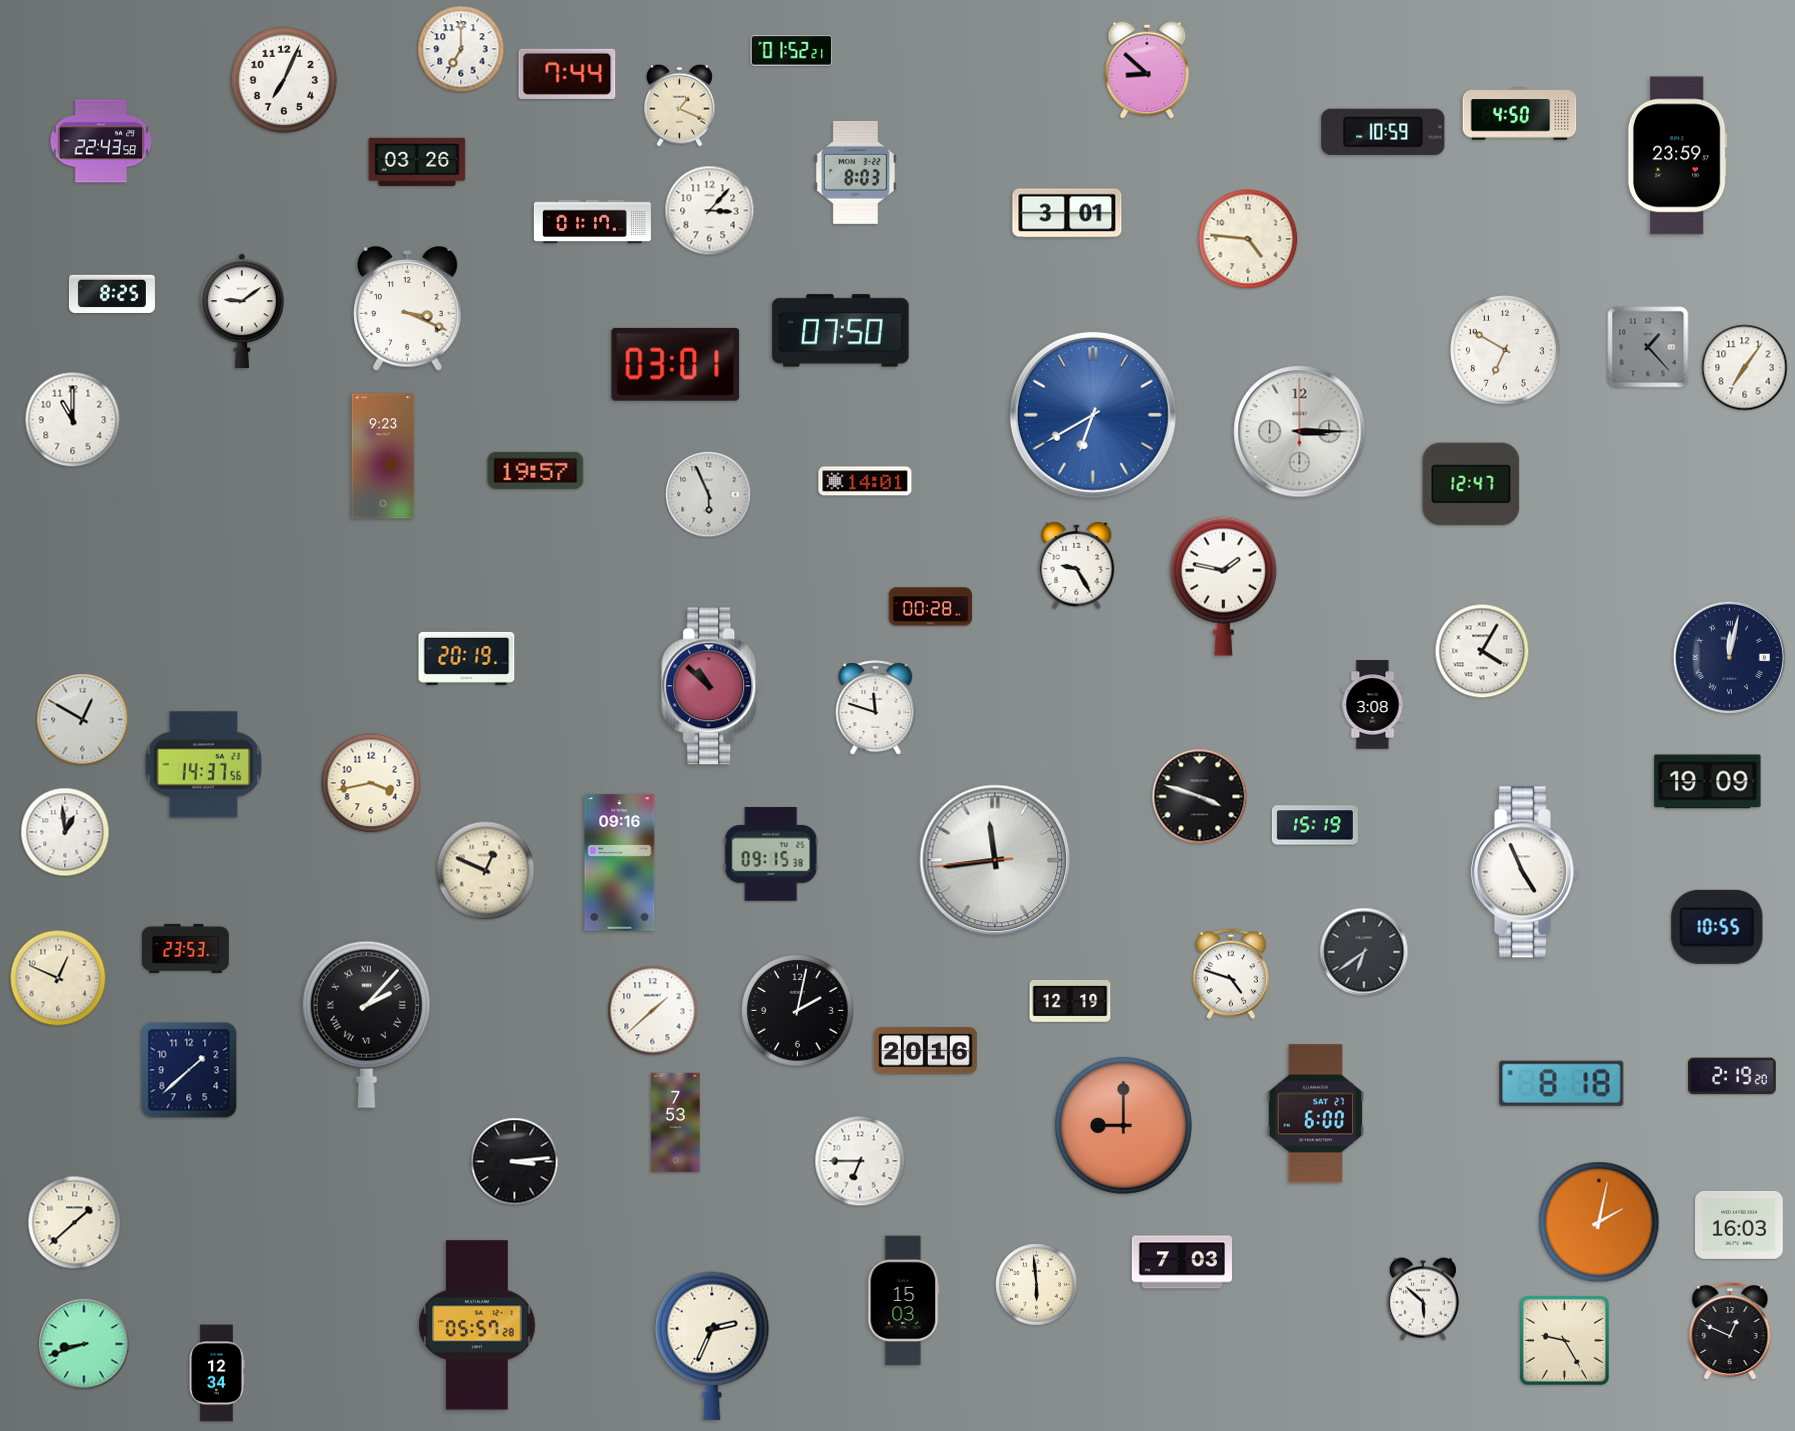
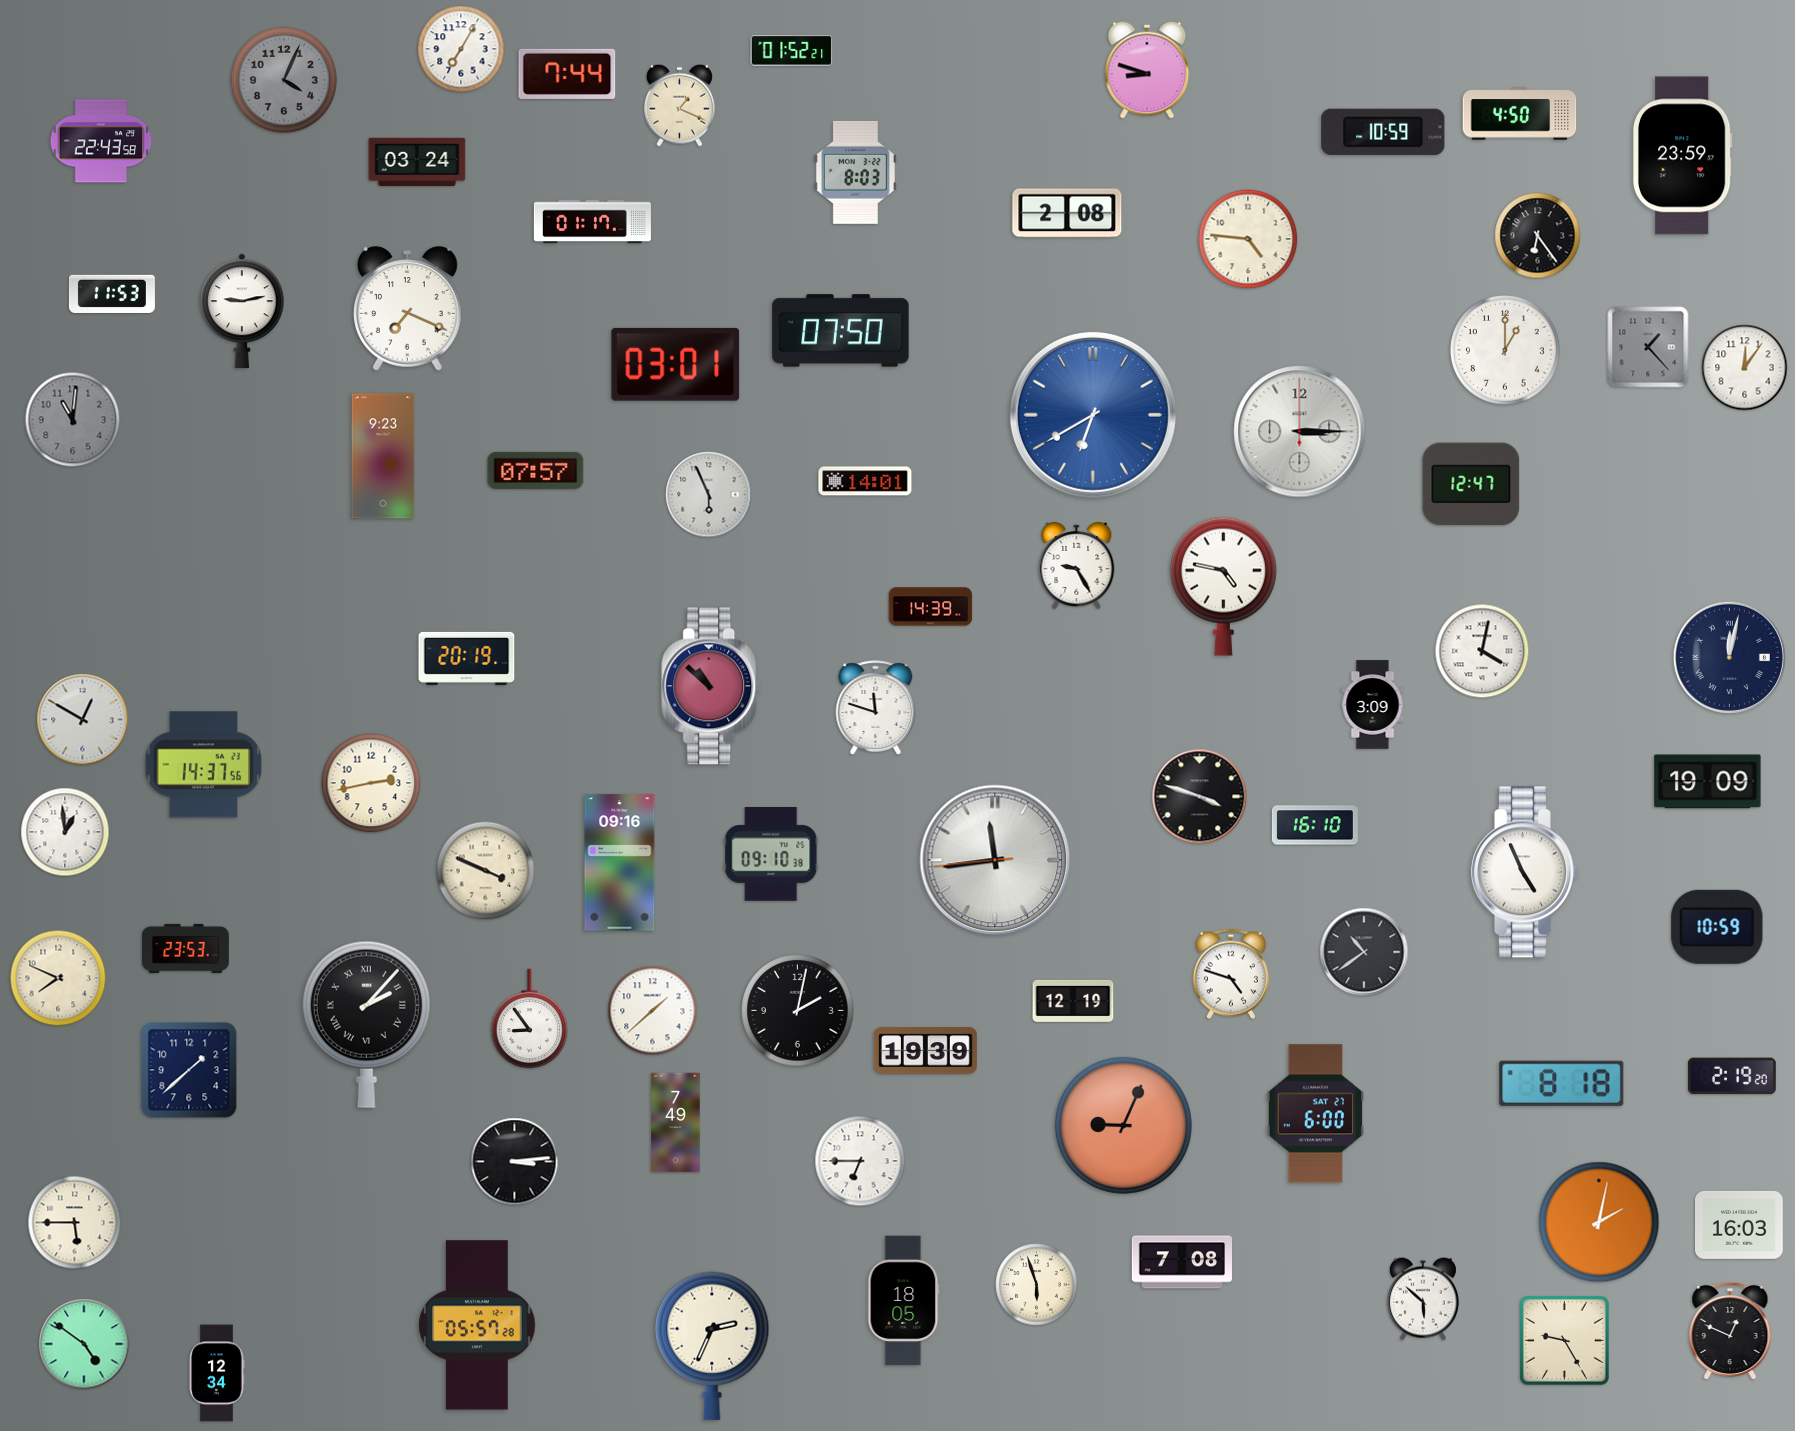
clock at (461, 49): 7:00 -> 7:05
clock at (1147, 70): 8:52 -> 8:48
clock at (284, 80): 7:04 -> 4:04
clock at (284, 80) dial: white -> grey
clock at (1677, 156) position: (1677, 156) -> (1682, 156)
clock at (417, 161): 03:26 -> 03:24
clock at (710, 211): 3:07 -> none
clock at (1067, 213): 3:01 -> 2:08
clock at (1538, 236): none -> 6:24
clock at (112, 294): 8:25 -> 11:53
clock at (408, 309): 3:19 -> 7:19
clock at (243, 311): 9:09 -> 9:13
clock at (1505, 350): 6:50 -> 1:00
clock at (1745, 368): 7:06 -> 12:06
clock at (73, 420): 11:00 -> 11:01
clock at (73, 420) dial: white -> grey
clock at (536, 470): 19:57 -> 07:57
clock at (1223, 586): 1:47 -> 4:47
clock at (931, 607): 00:28 -> 14:39
clock at (1482, 651): 4:05 -> 4:02
clock at (1373, 705): 3:08 -> 3:09
clock at (371, 783): 3:43 -> 2:43
clock at (1315, 825): 15:19 -> 16:10
clock at (771, 854): 09:15 -> 09:10
clock at (486, 871): 12:49 -> 3:49
clock at (1717, 927): 10:55 -> 10:59
clock at (1364, 952): 6:39 -> 10:39
clock at (58, 978): 12:49 -> 7:49
clock at (1070, 1001) position: (1070, 1001) -> (1073, 1001)
clock at (530, 1019): none -> 8:54
clock at (925, 1051): 20:16 -> 19:39
clock at (676, 1123): 7:53 -> 7:49
clock at (1123, 1125): 9:00 -> 9:04
clock at (75, 1223): 1:38 -> 5:45
clock at (1181, 1262): 7:03 -> 7:08
clock at (1037, 1285): 5:59 -> 5:57
clock at (904, 1301): 15:03 -> 18:05
clock at (84, 1344): 8:42 -> 4:51
